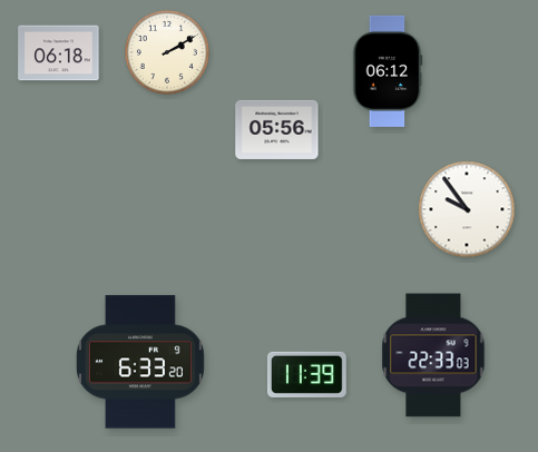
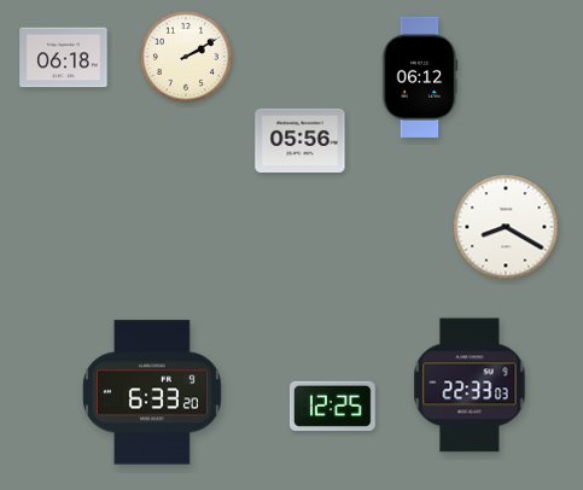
clock at (167, 52) position: (167, 52) -> (186, 57)
clock at (467, 209): 9:54 -> 8:20
clock at (306, 374): 11:39 -> 12:25
